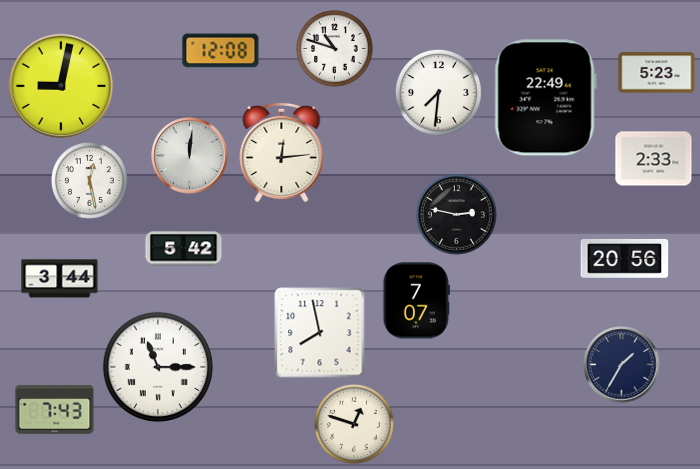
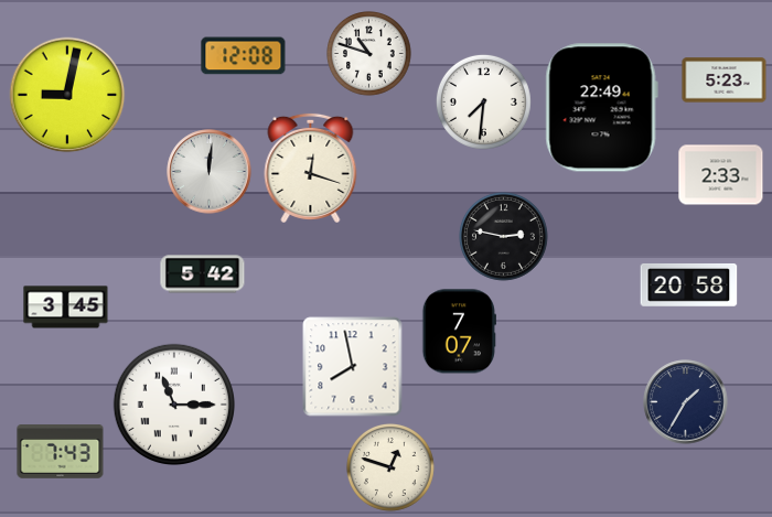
clock at (282, 152): 12:14 -> 12:18
clock at (90, 181): 12:28 -> none
clock at (625, 258): 20:56 -> 20:58
clock at (60, 279): 3:44 -> 3:45
